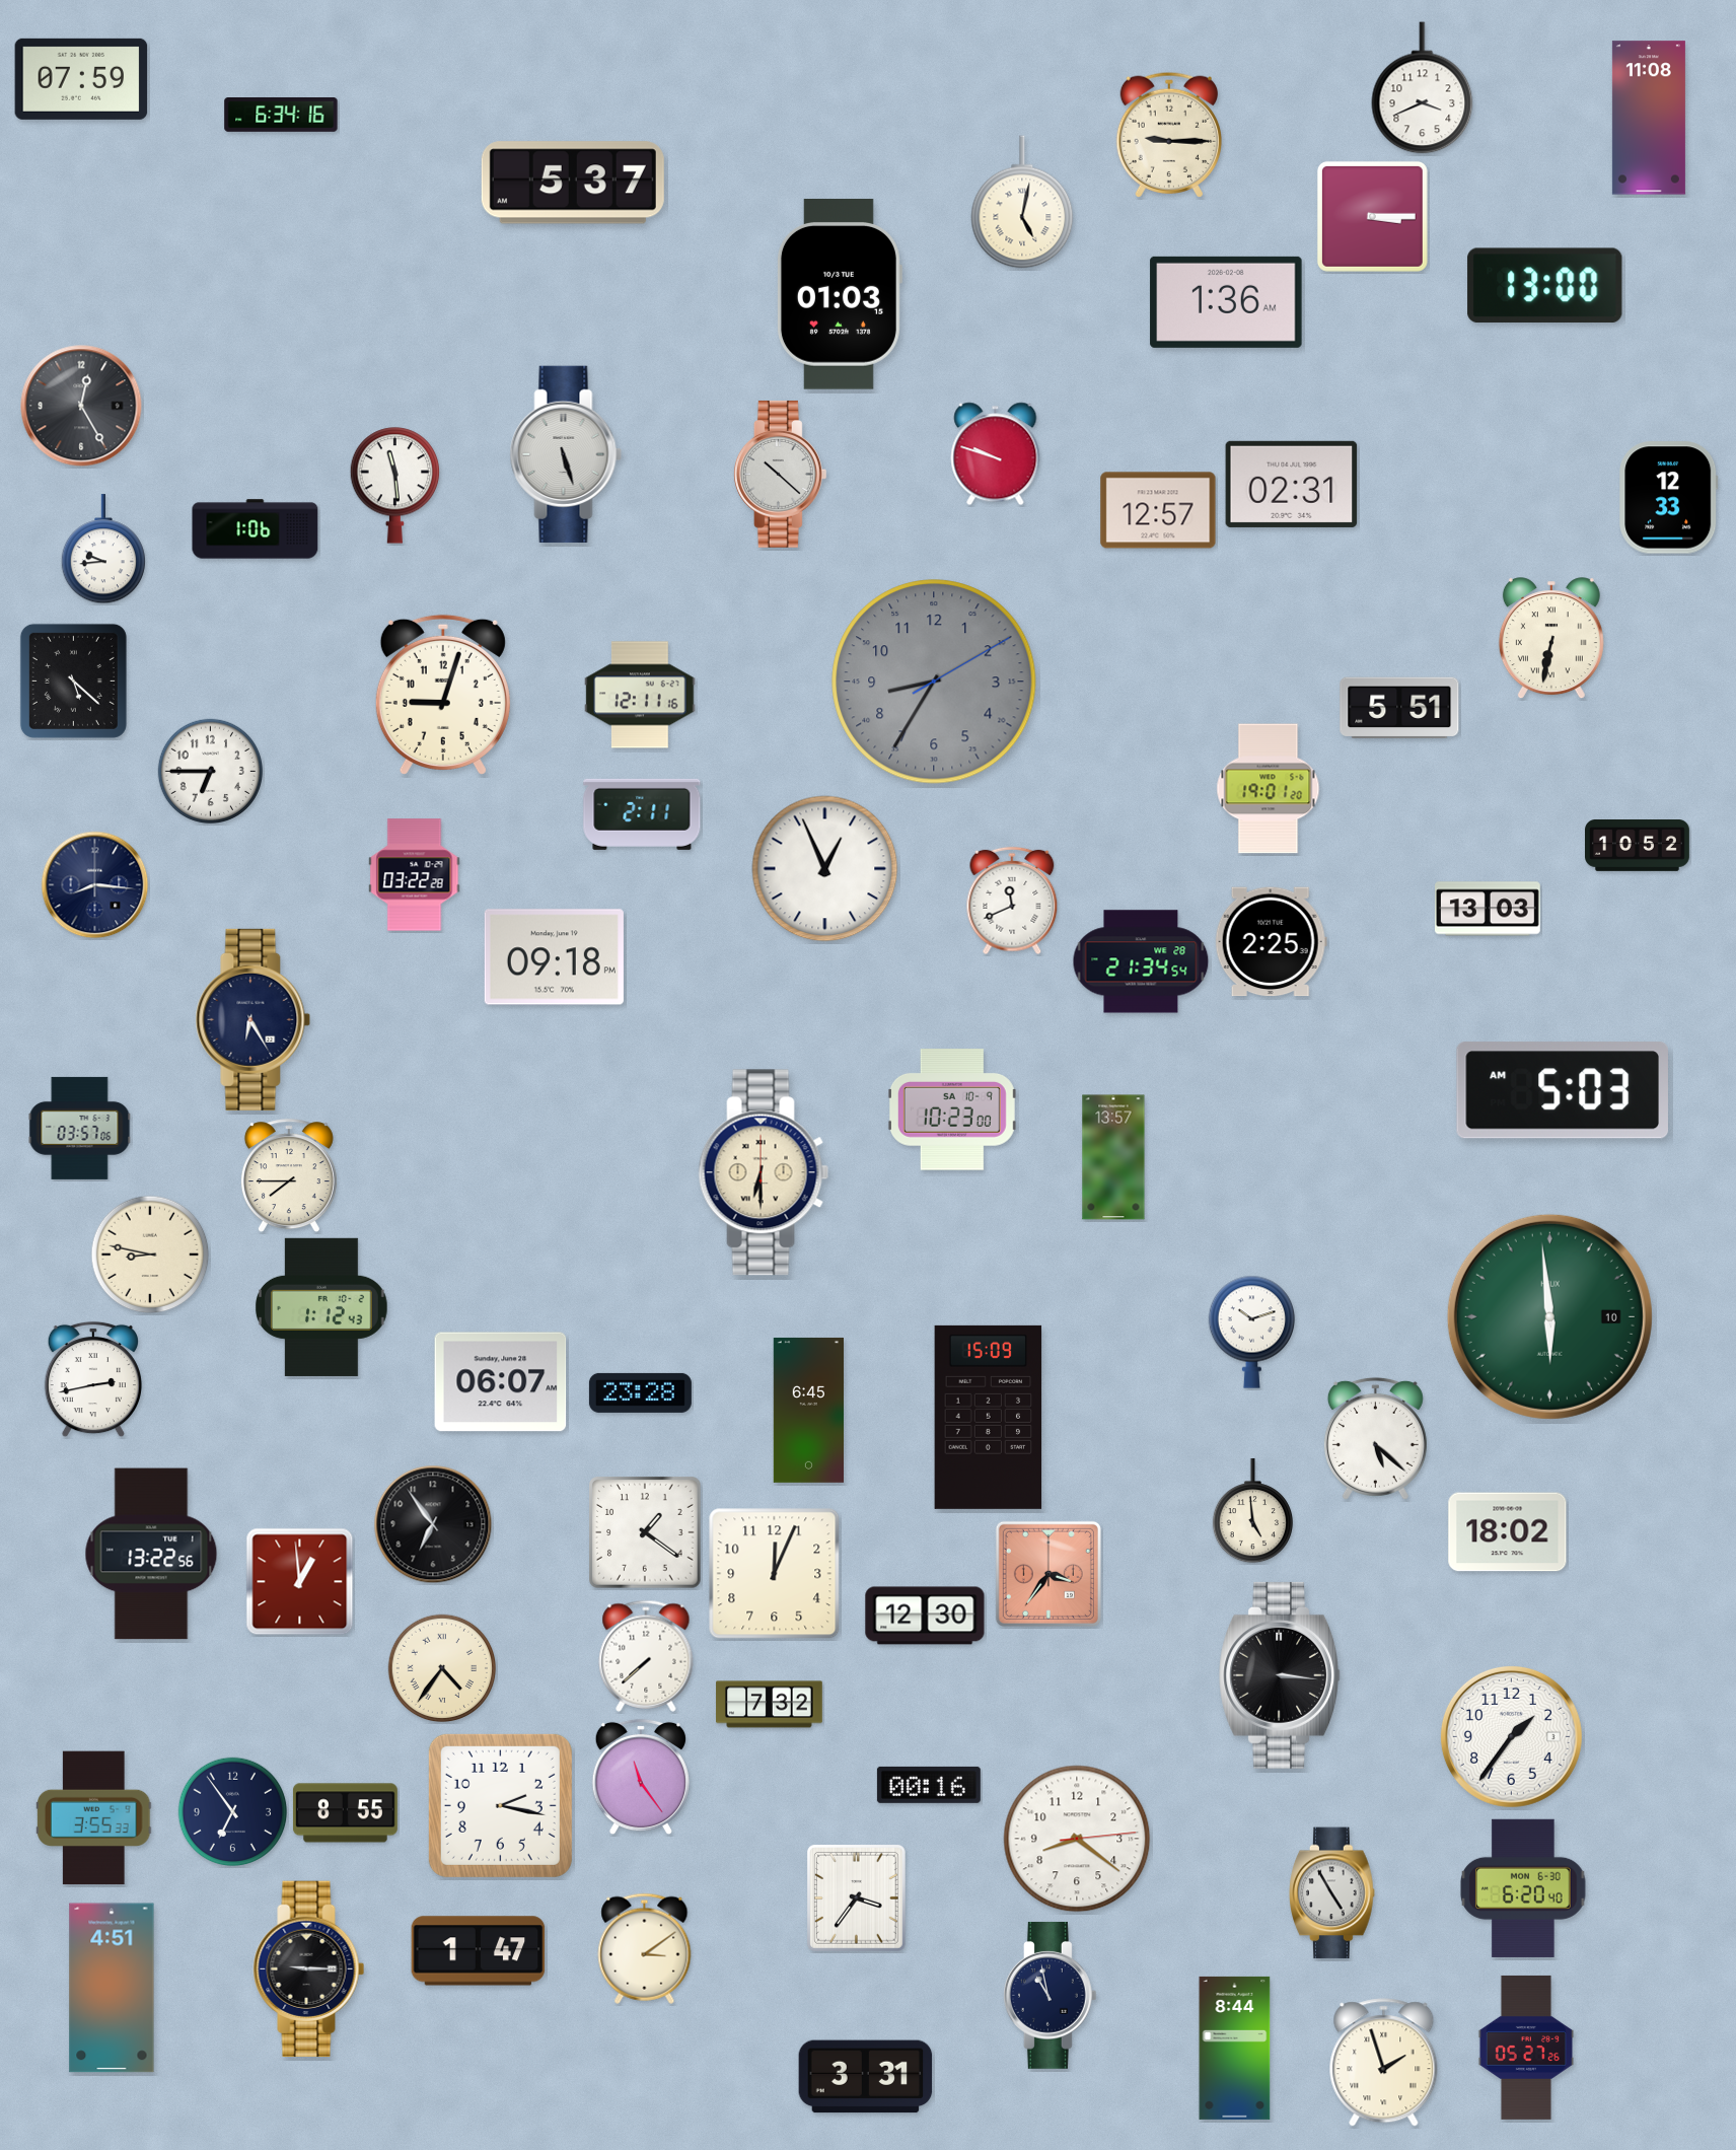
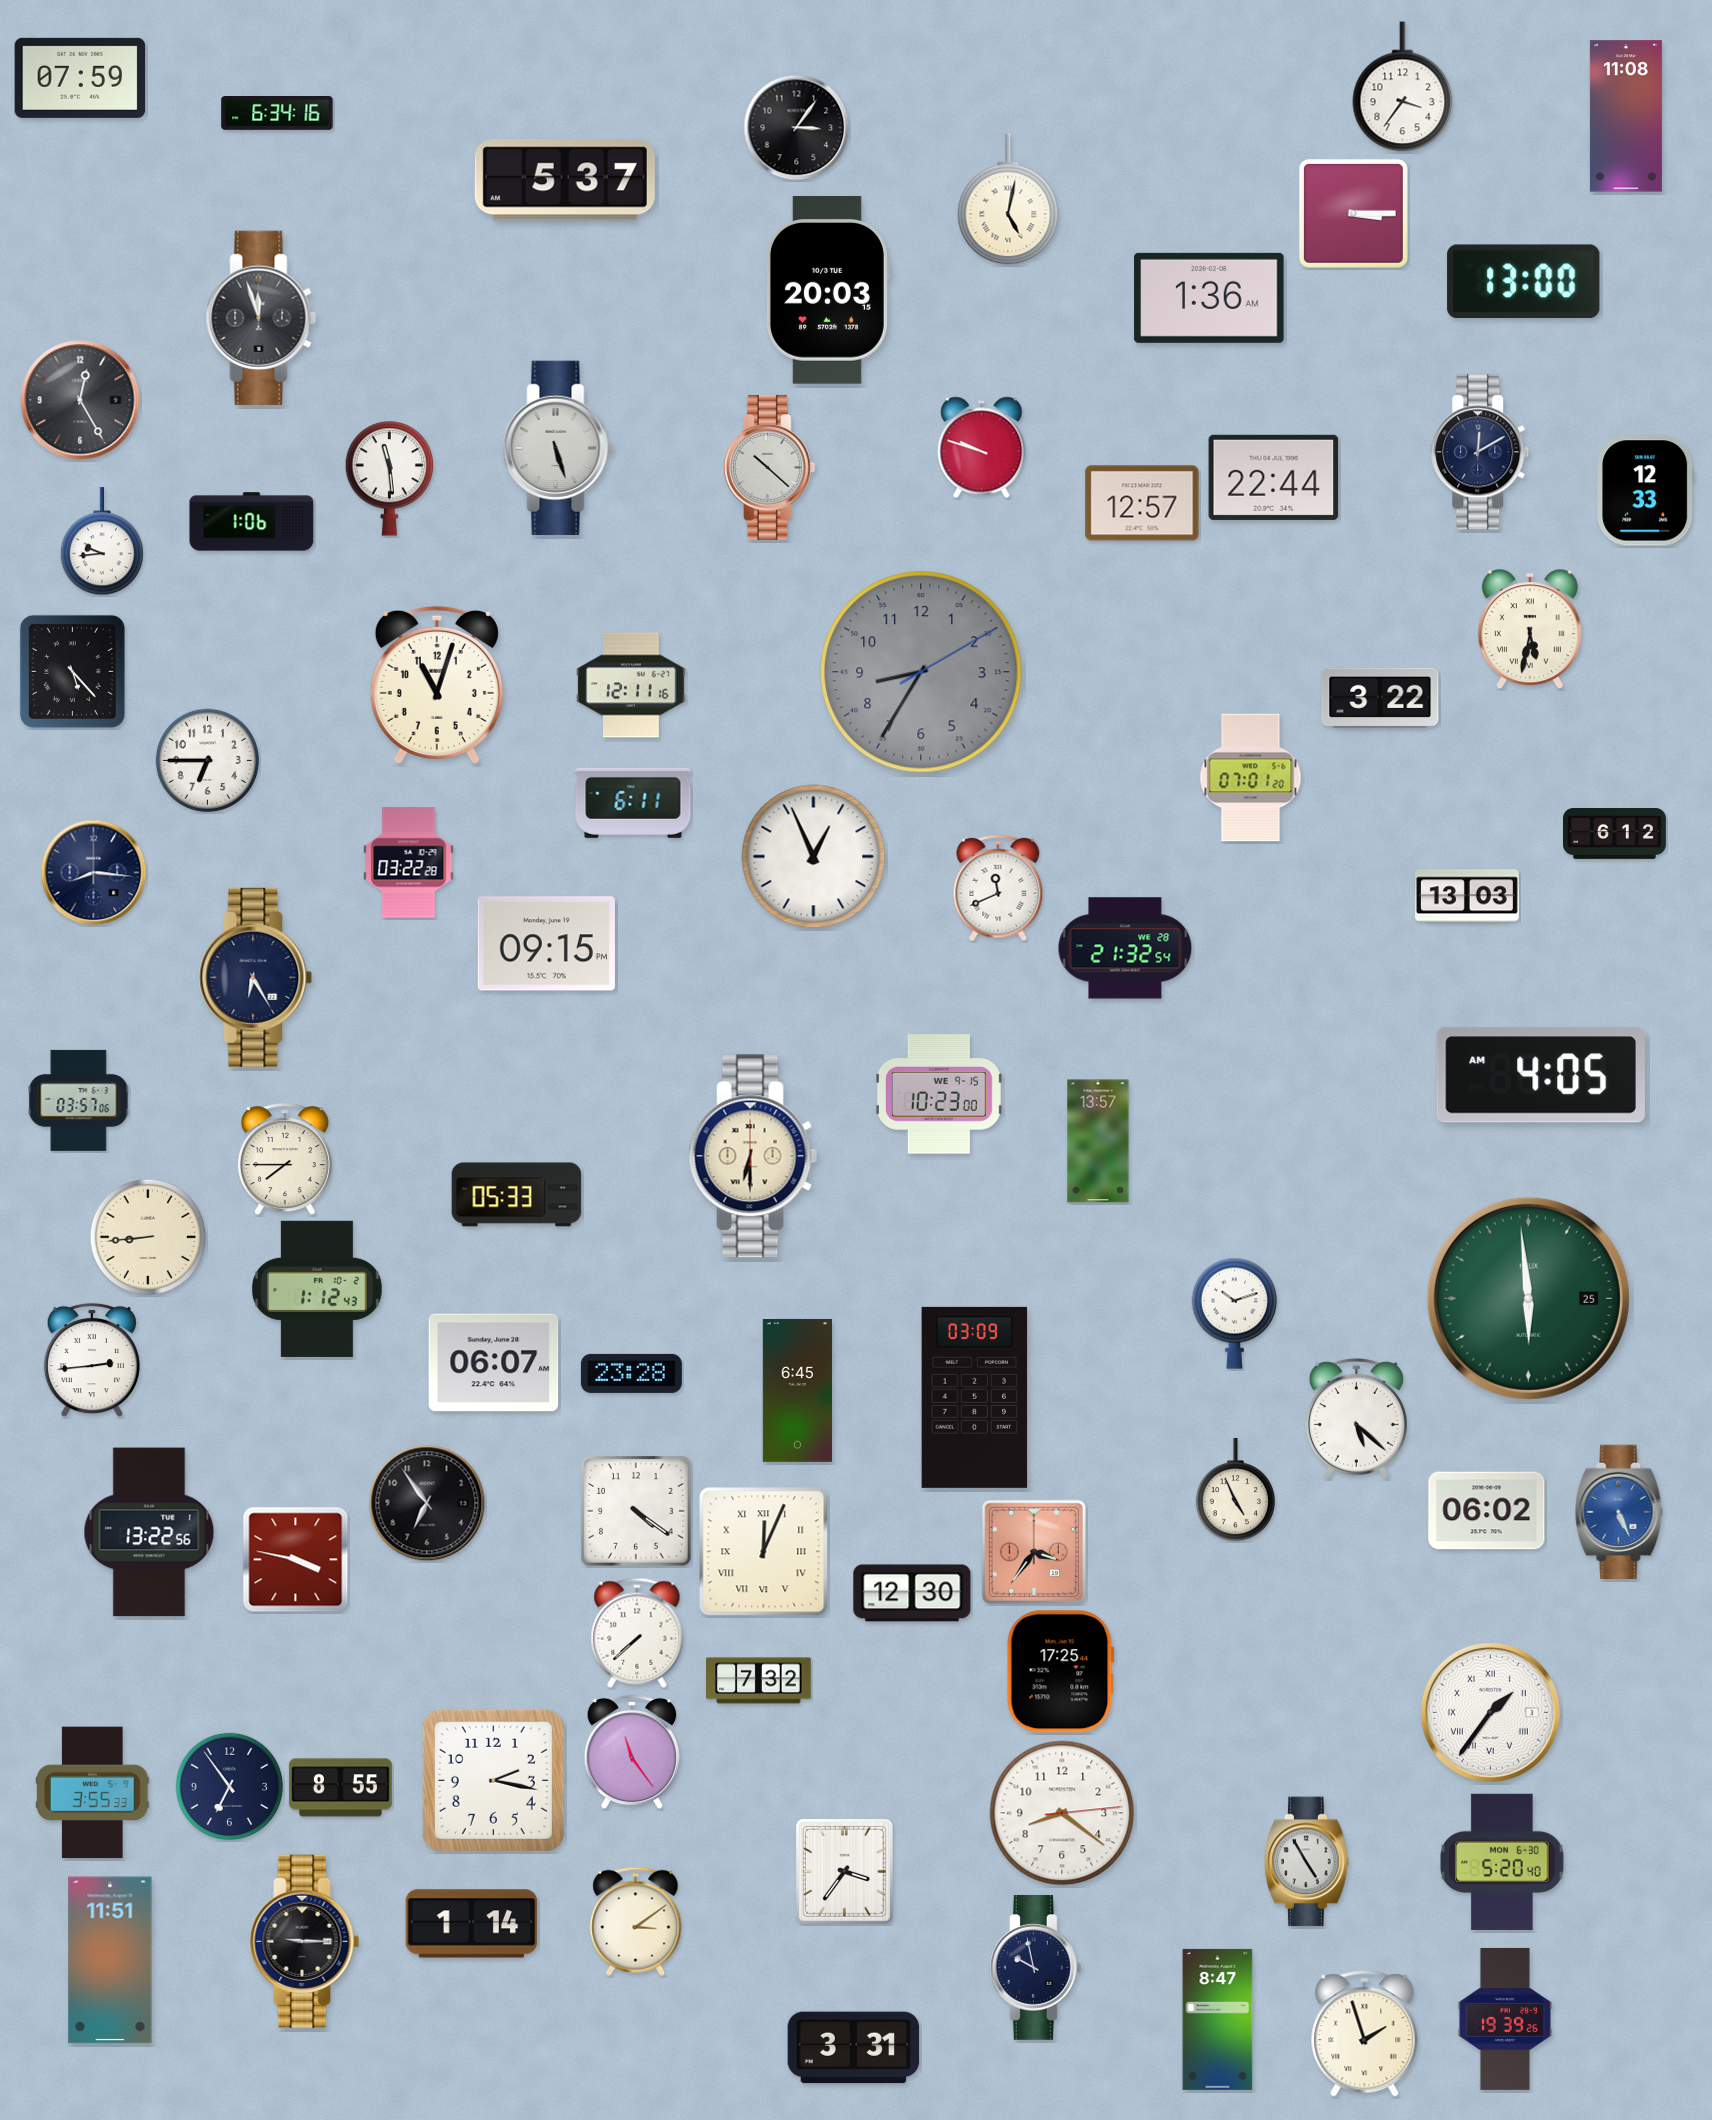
clock at (1423, 88): 3:41 -> 3:36
clock at (797, 128): none -> 3:06
clock at (1168, 134): 9:15 -> none
clock at (839, 295): 01:03 -> 20:03
clock at (261, 318): none -> 11:57
clock at (1480, 452): none -> 12:10
clock at (1292, 484): 02:31 -> 22:44
clock at (1551, 639): 6:32 -> 5:32
clock at (73, 680): 5:22 -> 5:23
clock at (443, 695): 9:03 -> 11:03
clock at (1399, 708): 5:51 -> 3:22
clock at (1269, 789): 19:01 -> 07:01
clock at (642, 814): 2:11 -> 6:11
clock at (1638, 846): 10:52 -> 6:12
clock at (1271, 942): 2:25 -> none
clock at (554, 957): 09:18 -> 09:15
clock at (1141, 961): 21:34 -> 21:32
clock at (254, 1019) position: (254, 1019) -> (256, 977)
clock at (1563, 1090): 5:03 -> 4:05
clock at (952, 1109) date: SA 10-9 -> WE 9-15
clock at (80, 1128) position: (80, 1128) -> (79, 1100)
clock at (517, 1195): none -> 05:33
clock at (150, 1255): 8:47 -> 8:44
clock at (1549, 1316) date: 10 -> 25
clock at (93, 1379): 2:43 -> 2:44
clock at (989, 1417): 15:09 -> 03:09
clock at (1252, 1511): 4:59 -> 4:56
clock at (645, 1532): 1:21 -> 4:21
clock at (1508, 1532): 18:02 -> 06:02
clock at (1619, 1511): none -> 5:26
clock at (775, 1574) numerals: Arabic -> Roman
clock at (300, 1582): 12:59 -> 3:47
clock at (442, 1668): 4:36 -> none
clock at (1281, 1675): 3:16 -> none
clock at (1060, 1672): none -> 17:25
clock at (1511, 1736) numerals: Arabic -> Roman
clock at (929, 1785): 00:16 -> none
clock at (1523, 1888): 6:20 -> 5:20
clock at (1332, 1893) position: (1332, 1893) -> (1307, 1862)
clock at (479, 1951): 1:47 -> 1:14
clock at (112, 1988): 4:51 -> 11:51
clock at (1050, 1995): 10:58 -> 9:58
clock at (1235, 2048): 8:44 -> 8:47
clock at (1526, 2048): 05:27 -> 19:39
